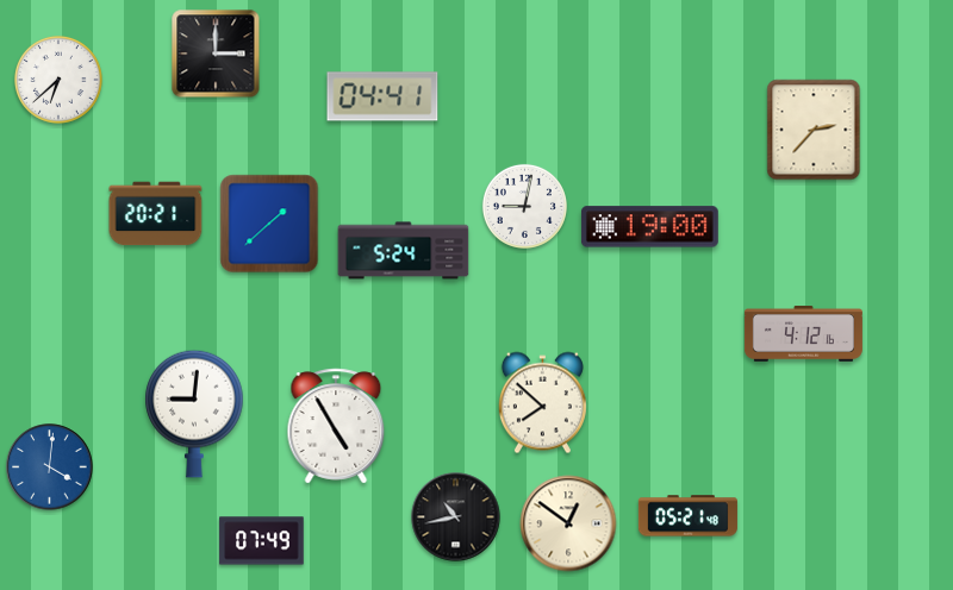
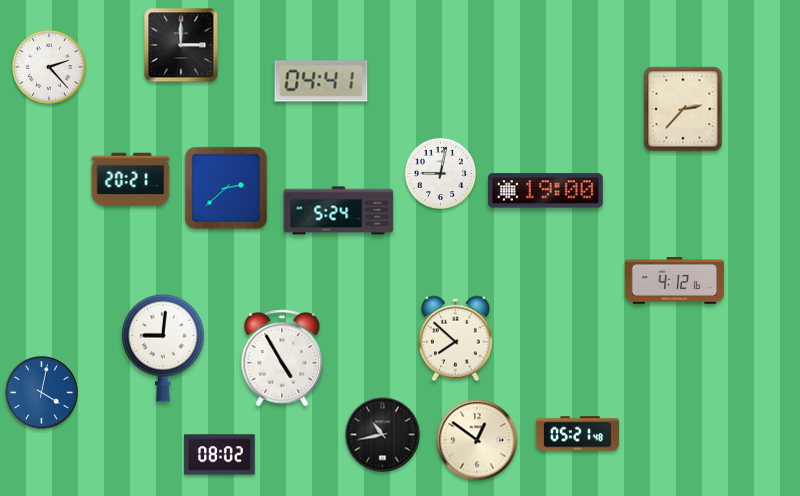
clock at (58, 80): 6:38 -> 2:23
clock at (269, 224): 1:38 -> 2:38
clock at (50, 467): 4:01 -> 4:02
clock at (262, 541): 07:49 -> 08:02
